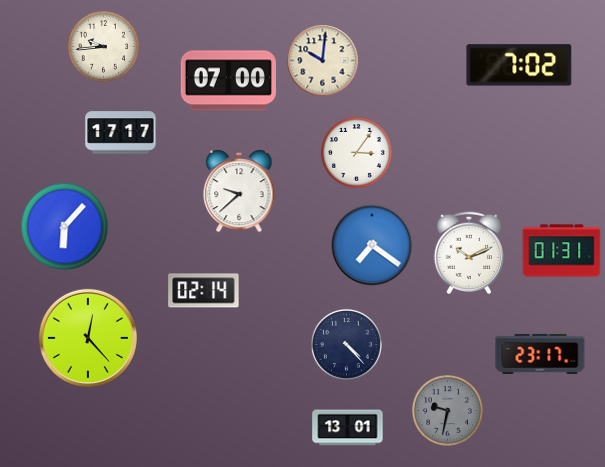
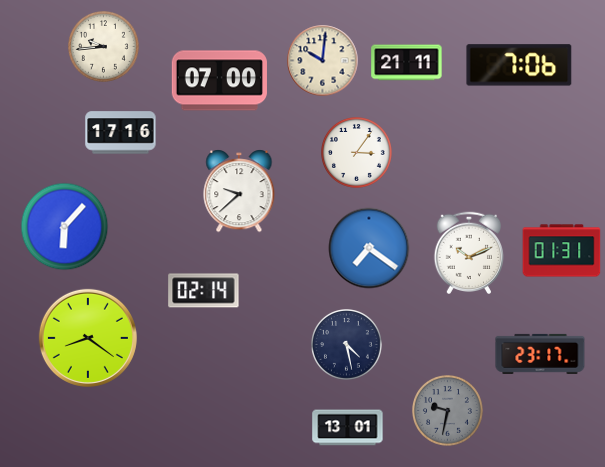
clock at (407, 63): none -> 21:11
clock at (519, 65): 7:02 -> 7:06
clock at (228, 81) position: (228, 81) -> (219, 81)
clock at (121, 133): 17:17 -> 17:16
clock at (372, 245) position: (372, 245) -> (369, 248)
clock at (88, 338): 12:23 -> 8:21
clock at (347, 345): 4:23 -> 4:28
